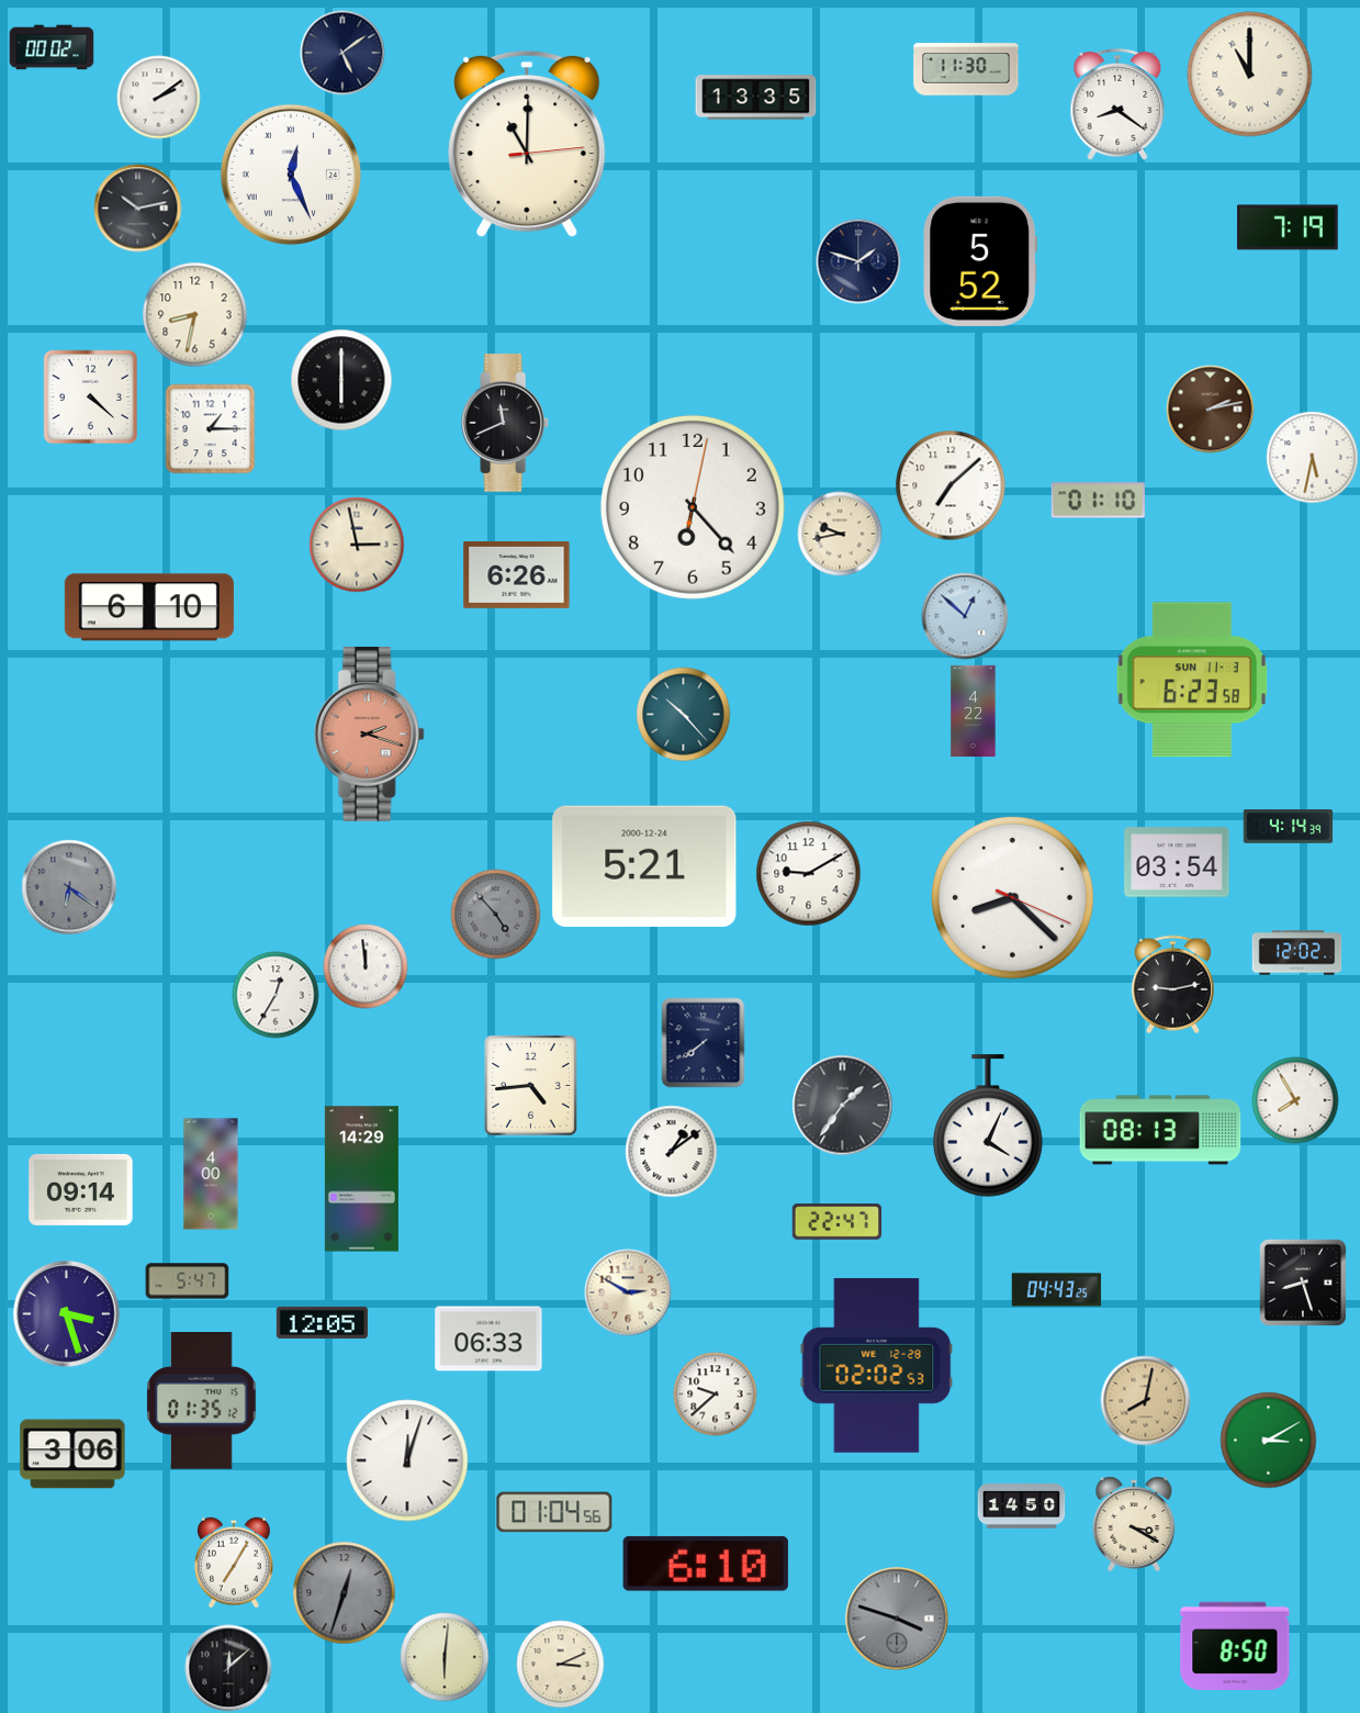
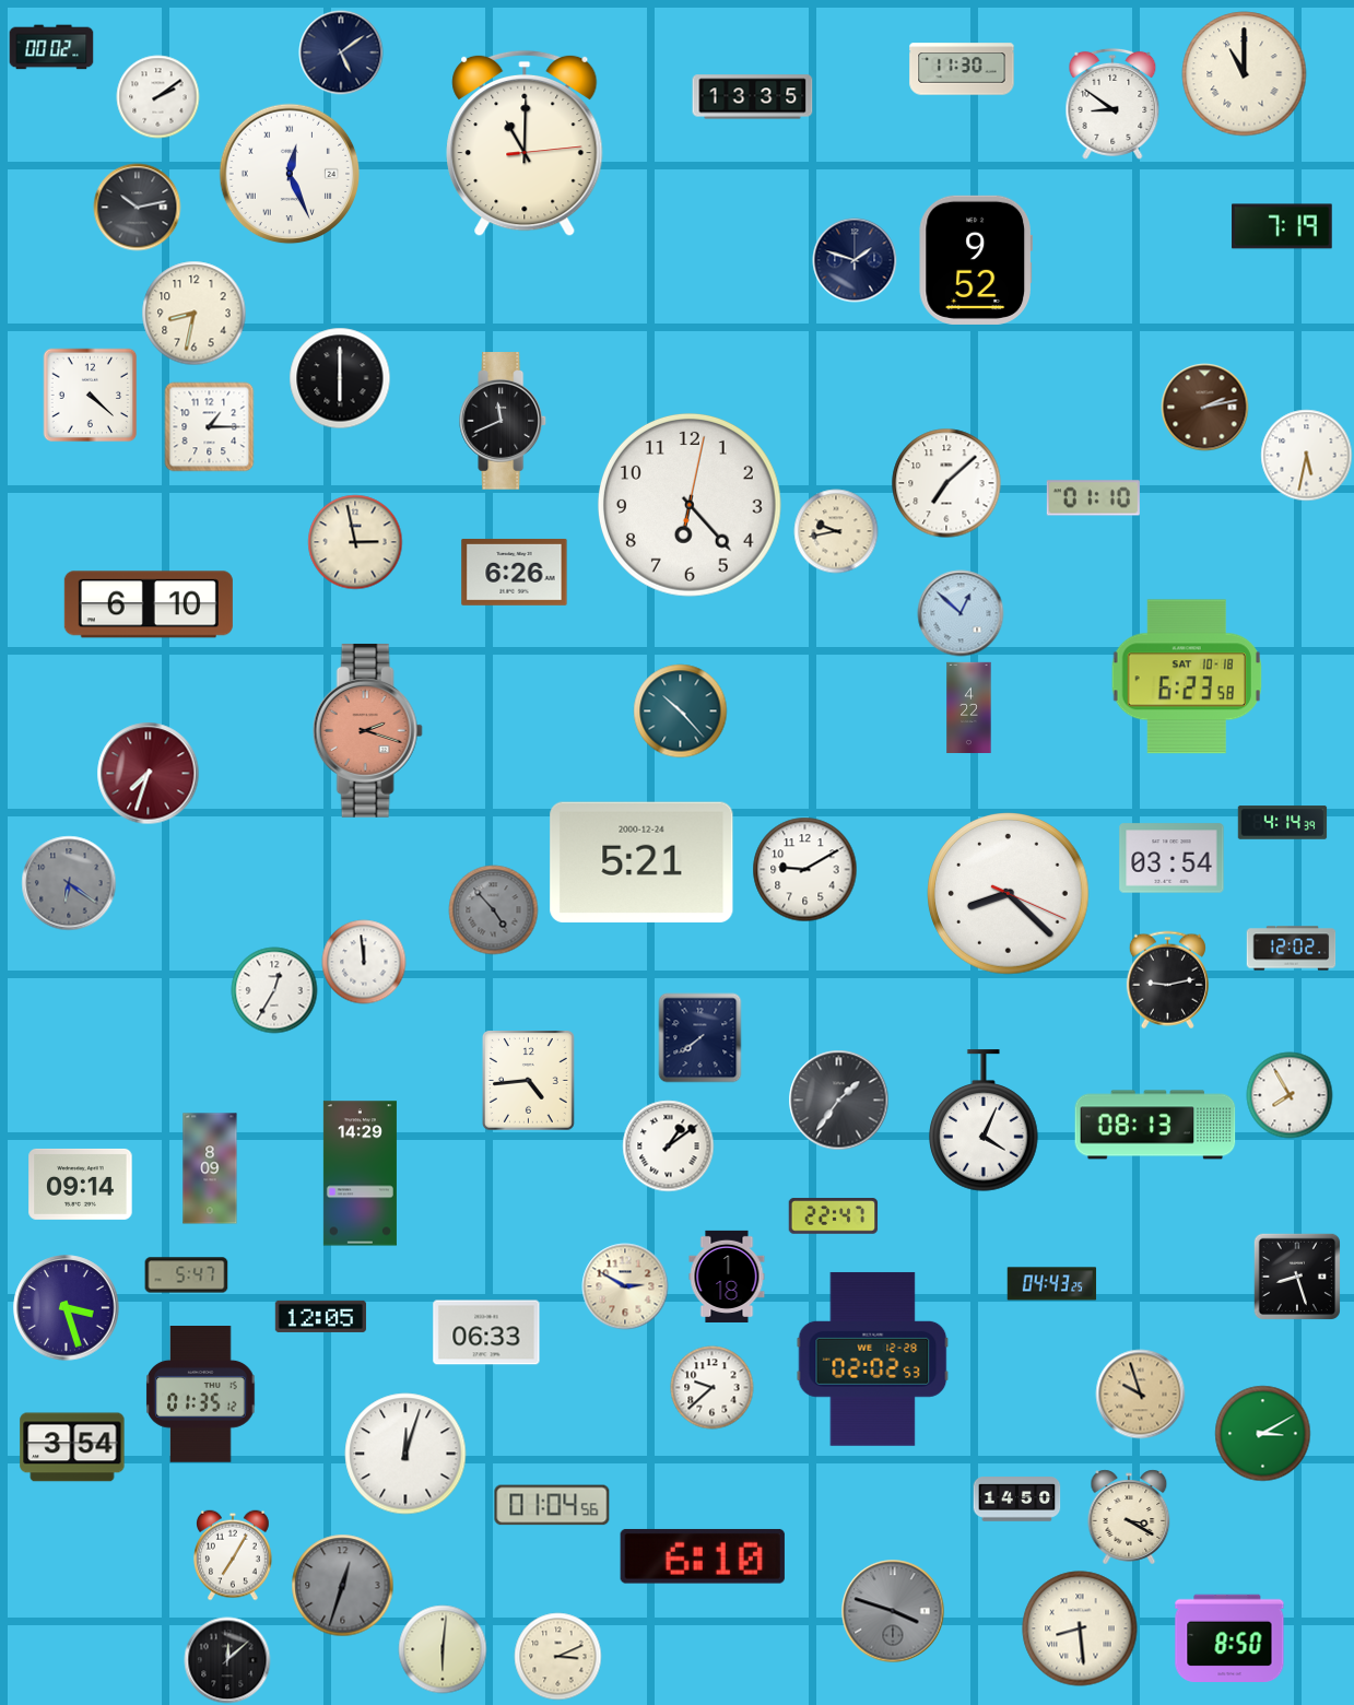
clock at (1117, 104): 8:21 -> 8:51
clock at (979, 261): 5:52 -> 9:52
clock at (1192, 680) date: SUN 11-3 -> SAT 10-18
clock at (149, 774): none -> 7:33
clock at (211, 1174): 4:00 -> 8:09
clock at (727, 1277): none -> 1:18
clock at (1146, 1401): 8:02 -> 9:57
clock at (72, 1454): 3:06 -> 3:54
clock at (1080, 1628): none -> 8:29
